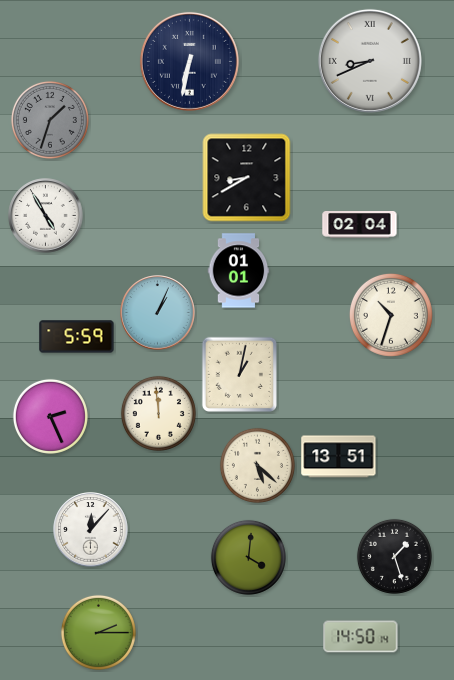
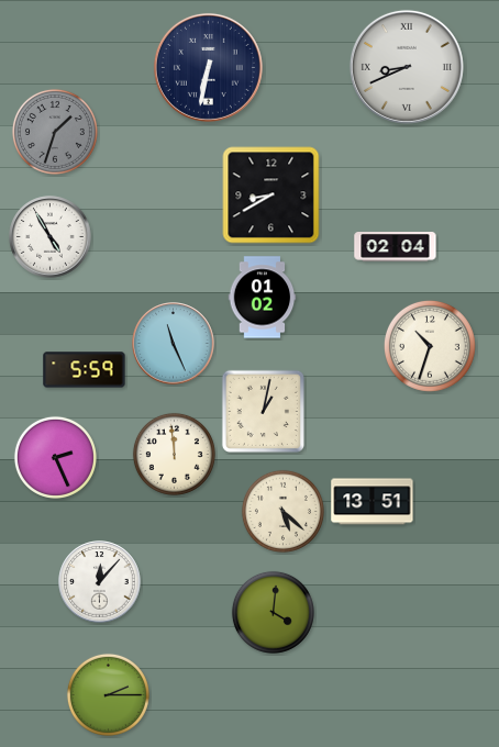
clock at (239, 271): 01:01 -> 01:02
clock at (158, 313): 1:04 -> 11:26
clock at (394, 556): 1:27 -> none
clock at (361, 637): 14:50 -> none
